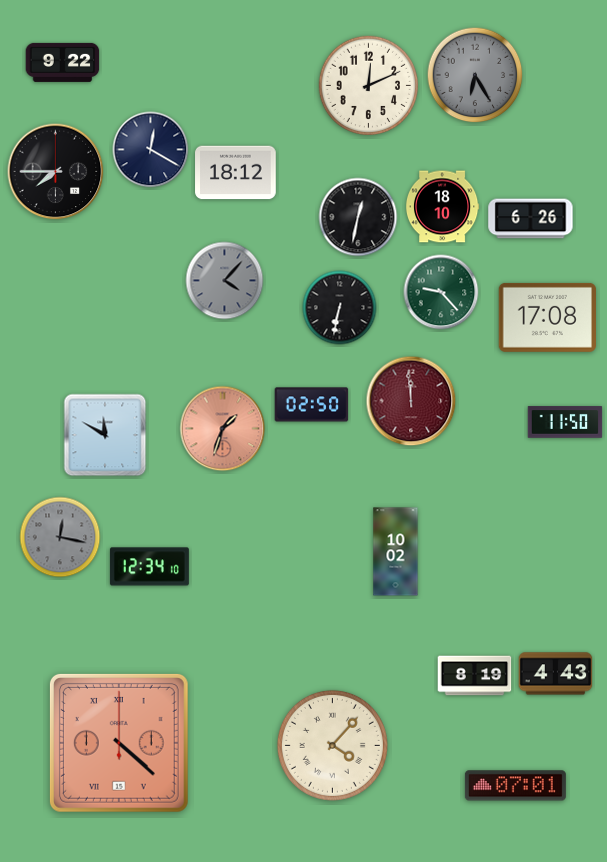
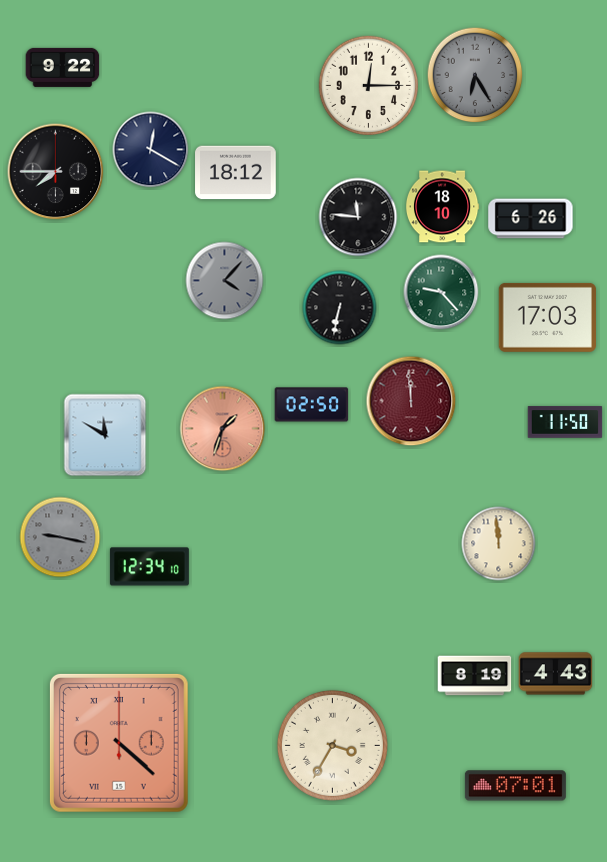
clock at (63, 62) position: (63, 62) -> (63, 67)
clock at (369, 86): 12:11 -> 12:15
clock at (358, 217): 12:32 -> 11:46
clock at (547, 317): 17:08 -> 17:03
clock at (60, 537): 12:17 -> 9:17
clock at (499, 544): none -> 11:59
clock at (396, 552): 10:02 -> none
clock at (332, 745): 4:07 -> 3:35
